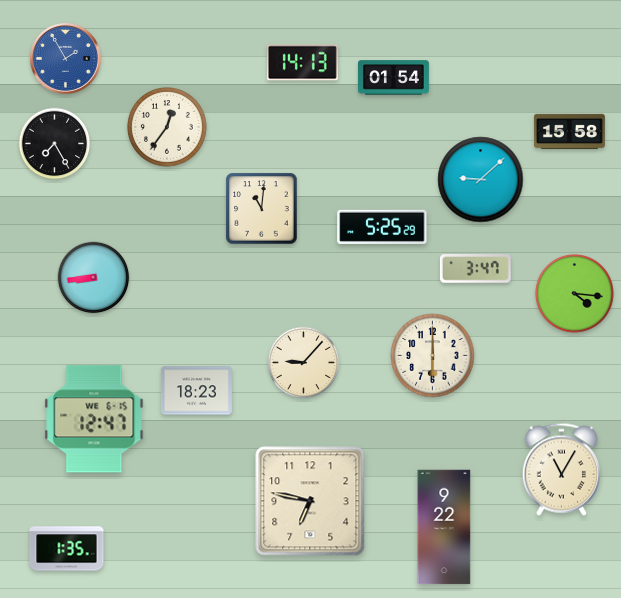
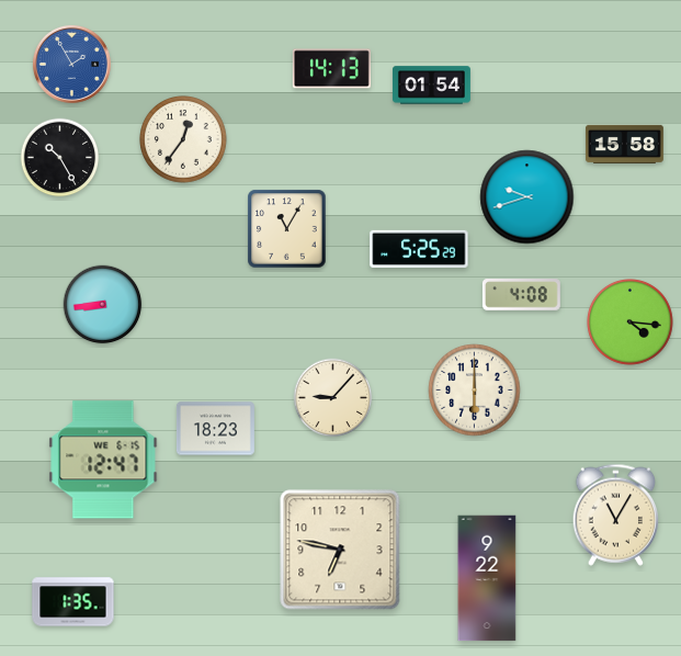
clock at (55, 144): 7:25 -> 10:25
clock at (481, 180): 9:08 -> 9:42
clock at (262, 209): 11:01 -> 11:05
clock at (475, 269): 3:47 -> 4:08
